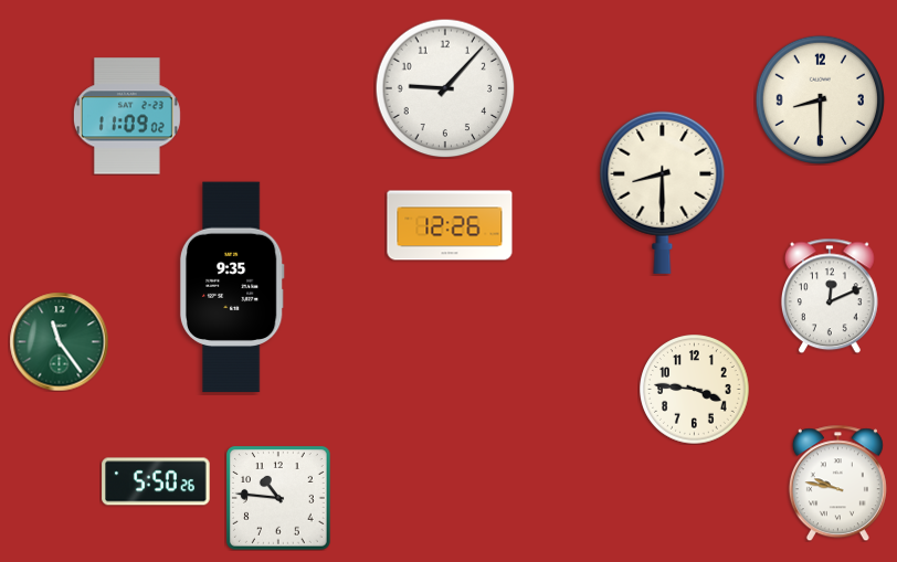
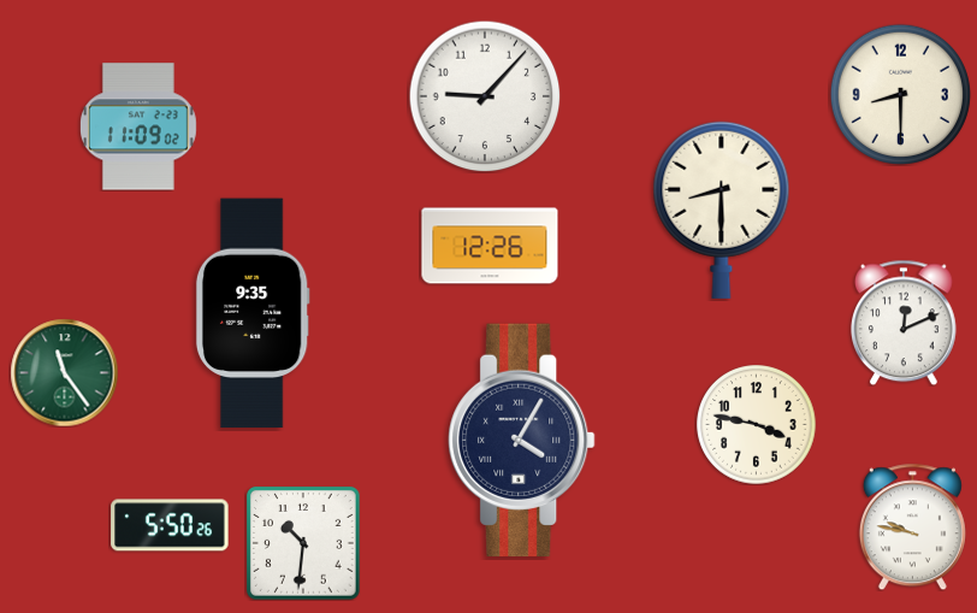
clock at (820, 99) position: (820, 99) -> (900, 94)
clock at (695, 390): 3:46 -> 3:47
clock at (522, 440): none -> 4:05
clock at (278, 498): 10:46 -> 10:31
